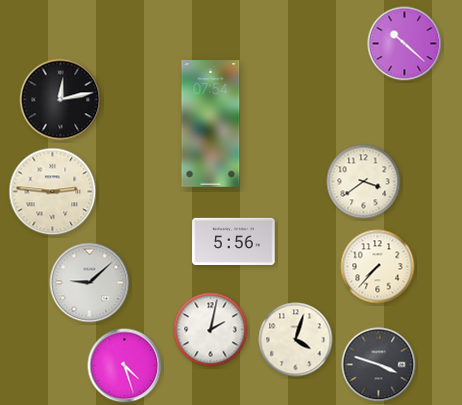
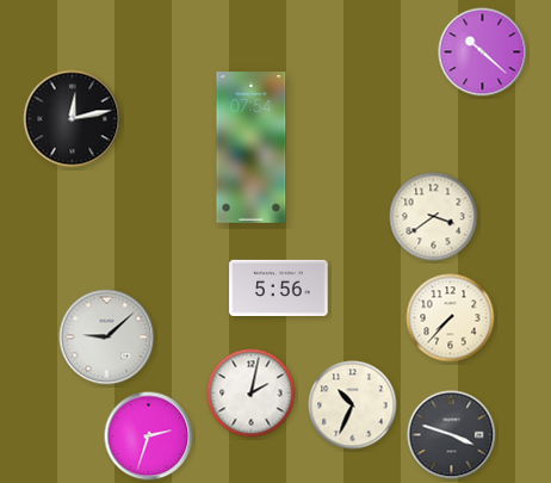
clock at (53, 192): 2:46 -> none
clock at (296, 340): 4:03 -> 10:34
clock at (125, 366): 4:27 -> 2:33
